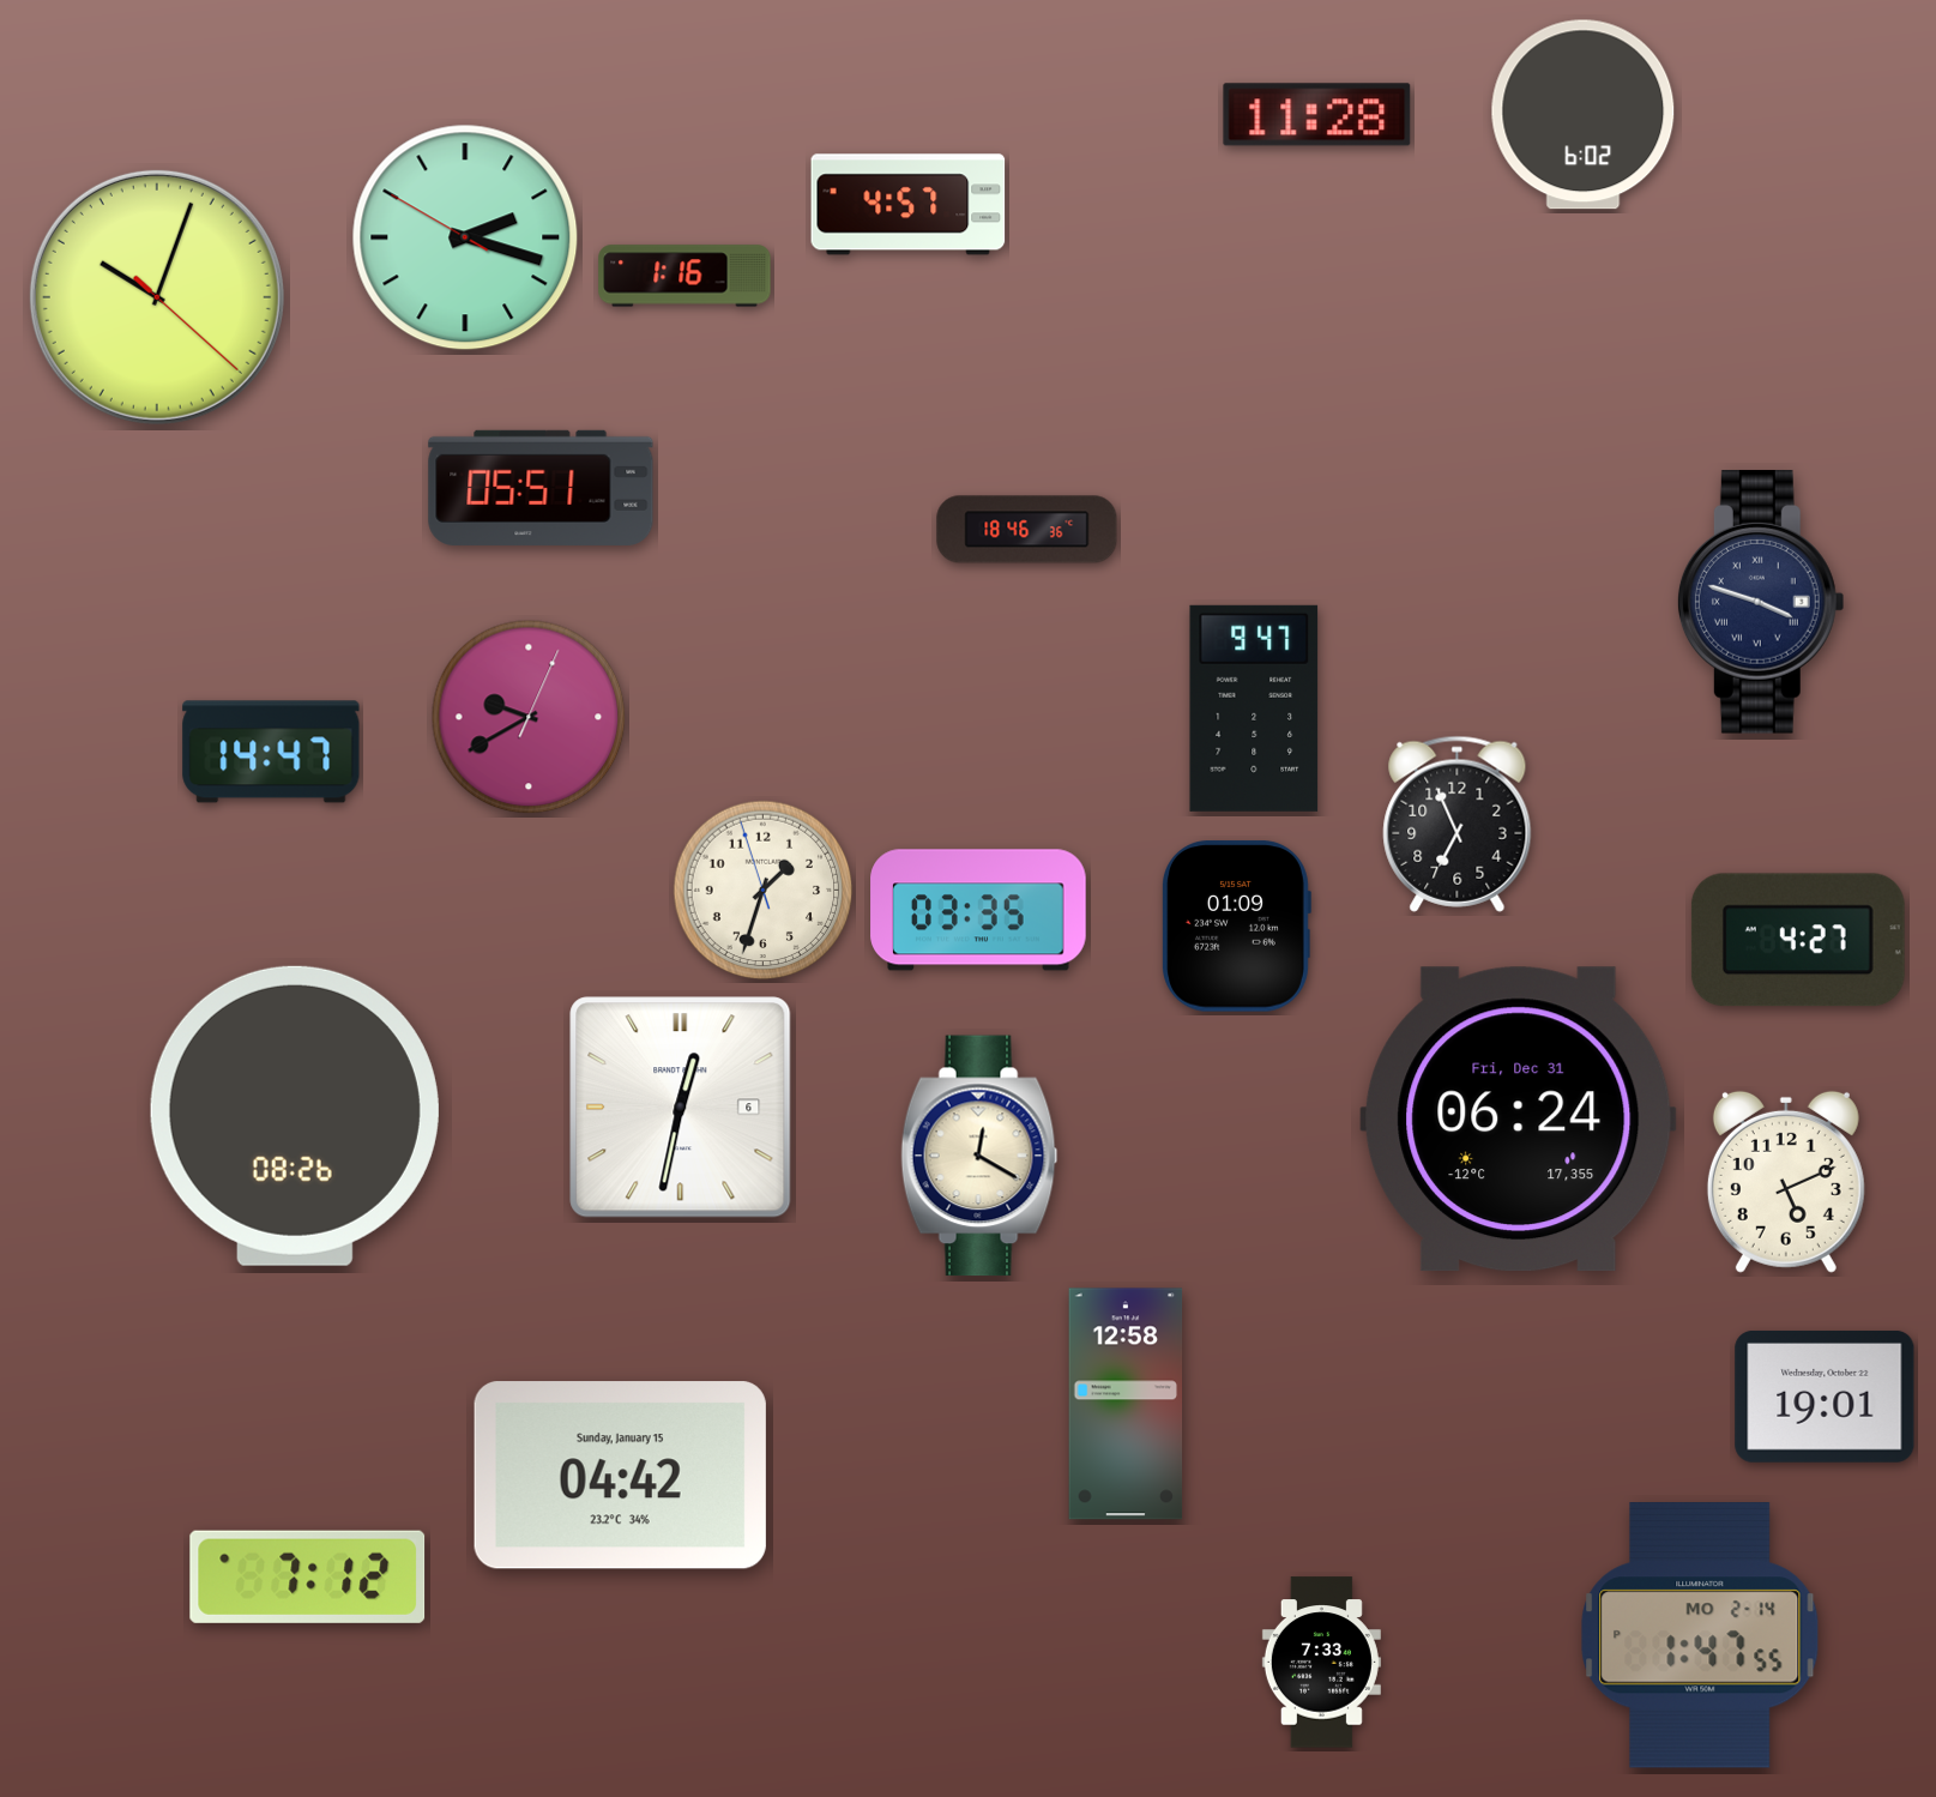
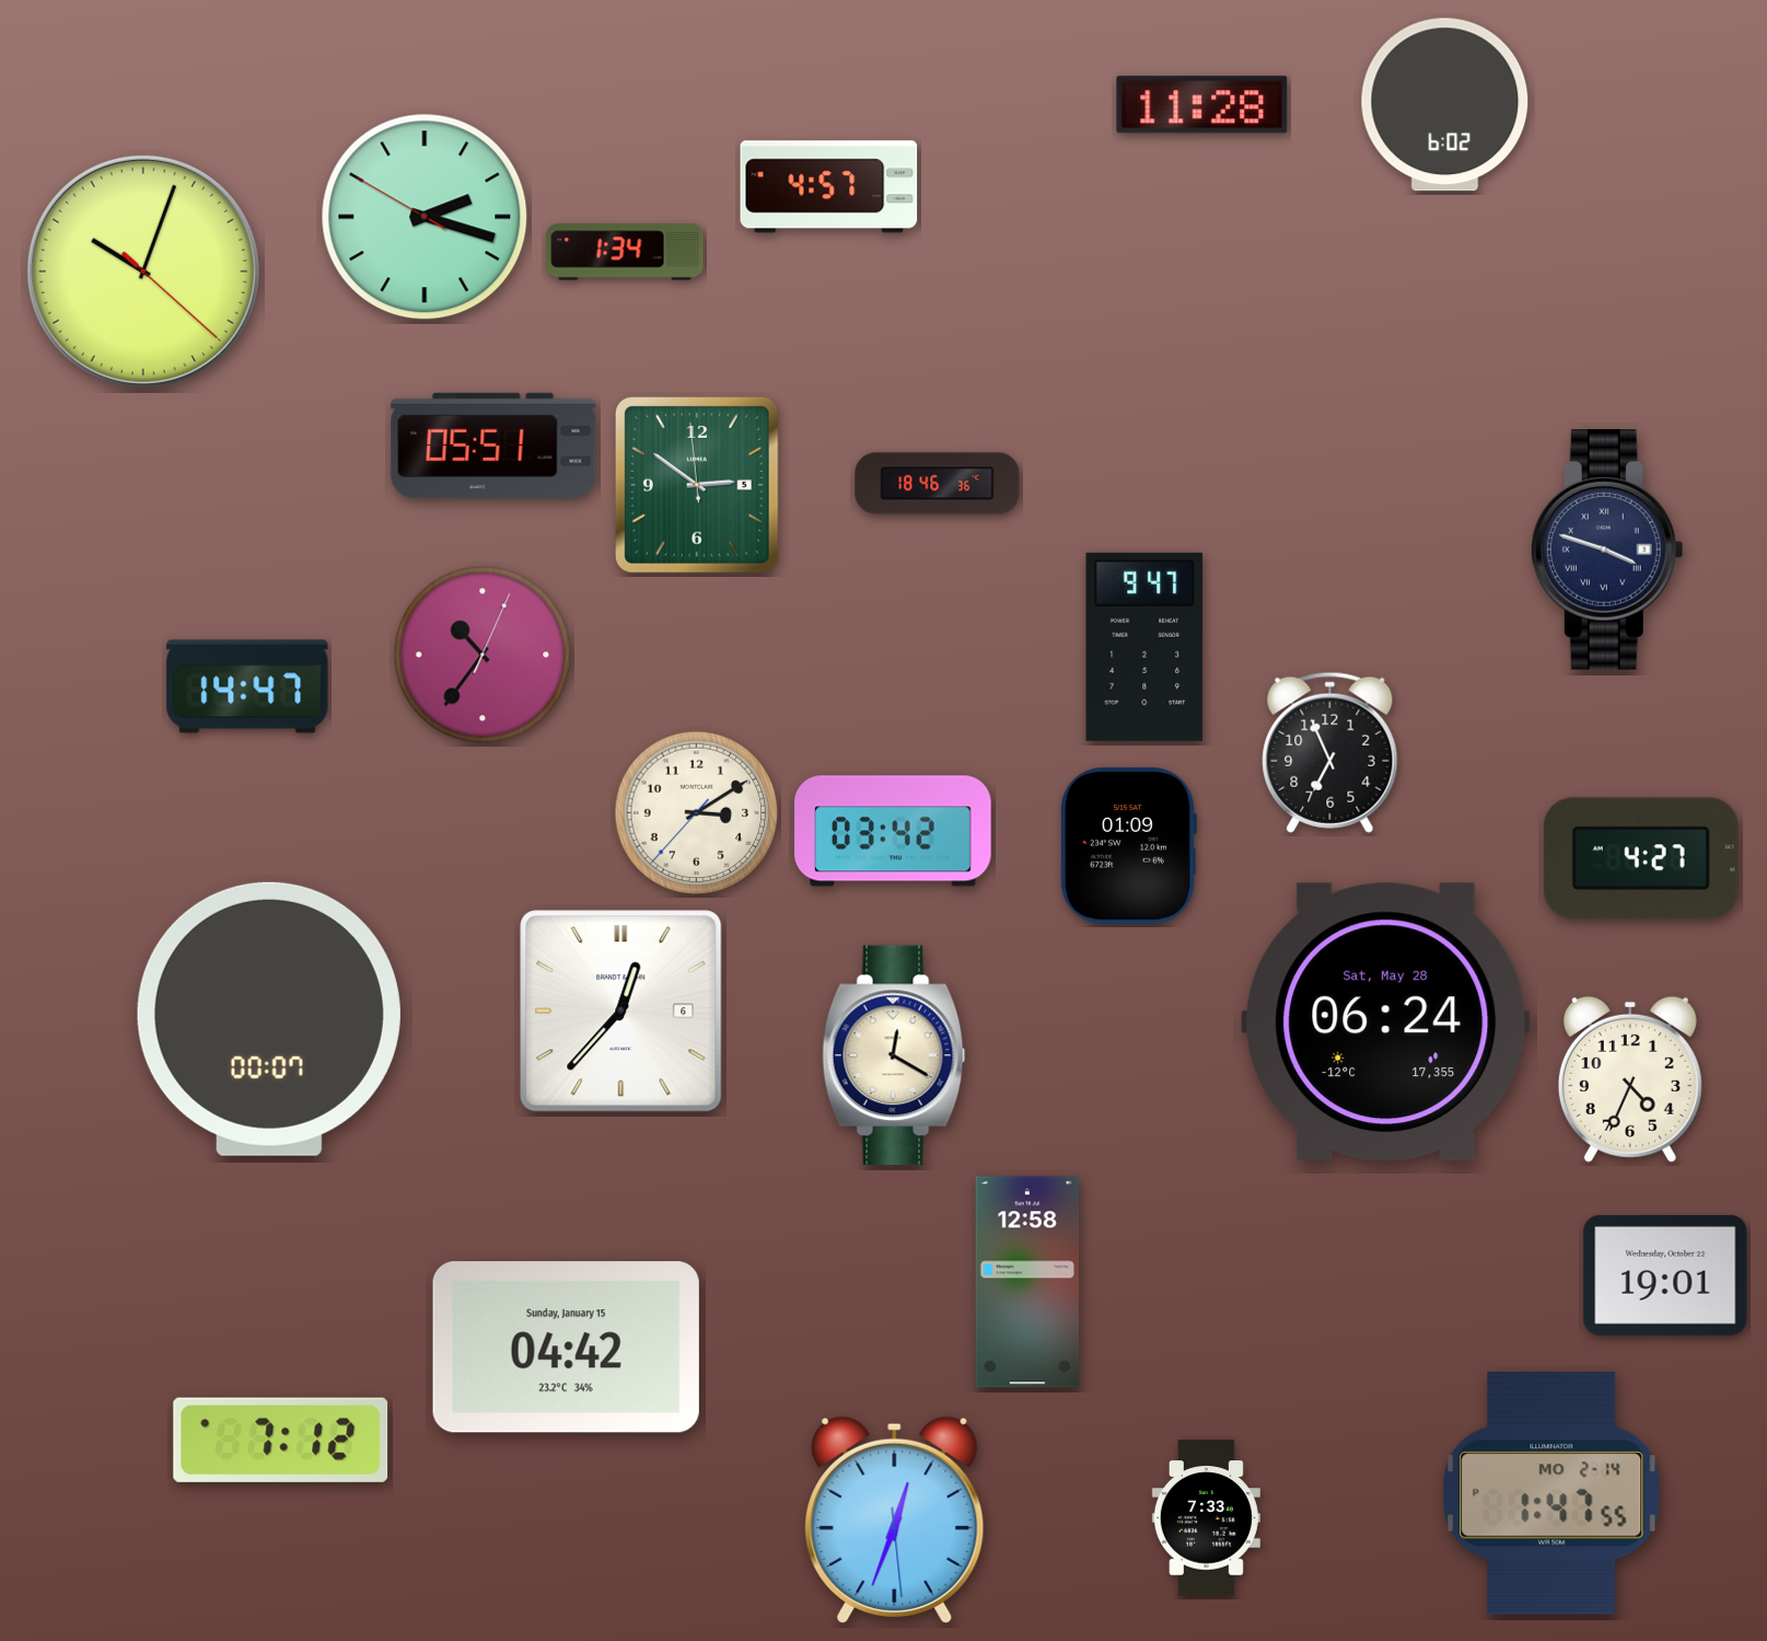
clock at (684, 276): 1:16 -> 1:34
clock at (697, 486): none -> 2:50
clock at (529, 717): 9:40 -> 10:36
clock at (764, 891): 1:32 -> 3:09
clock at (978, 910): 03:35 -> 03:42
clock at (681, 1108): 12:32 -> 12:37
clock at (295, 1116): 08:26 -> 00:07
clock at (1519, 1120) date: Fri, Dec 31 -> Sat, May 28
clock at (1786, 1182): 5:11 -> 4:34
clock at (895, 1519): none -> 12:33
